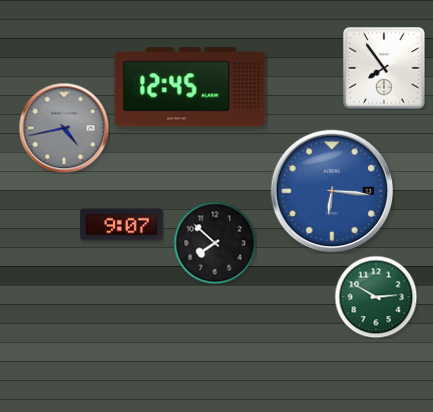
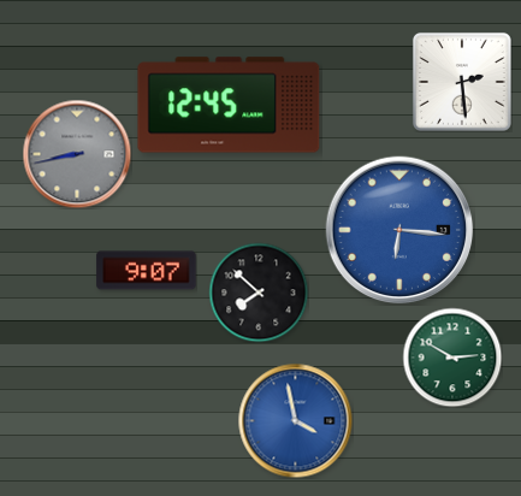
clock at (384, 68): 7:54 -> 2:29
clock at (64, 128): 4:43 -> 8:43
clock at (295, 420): none -> 3:58
